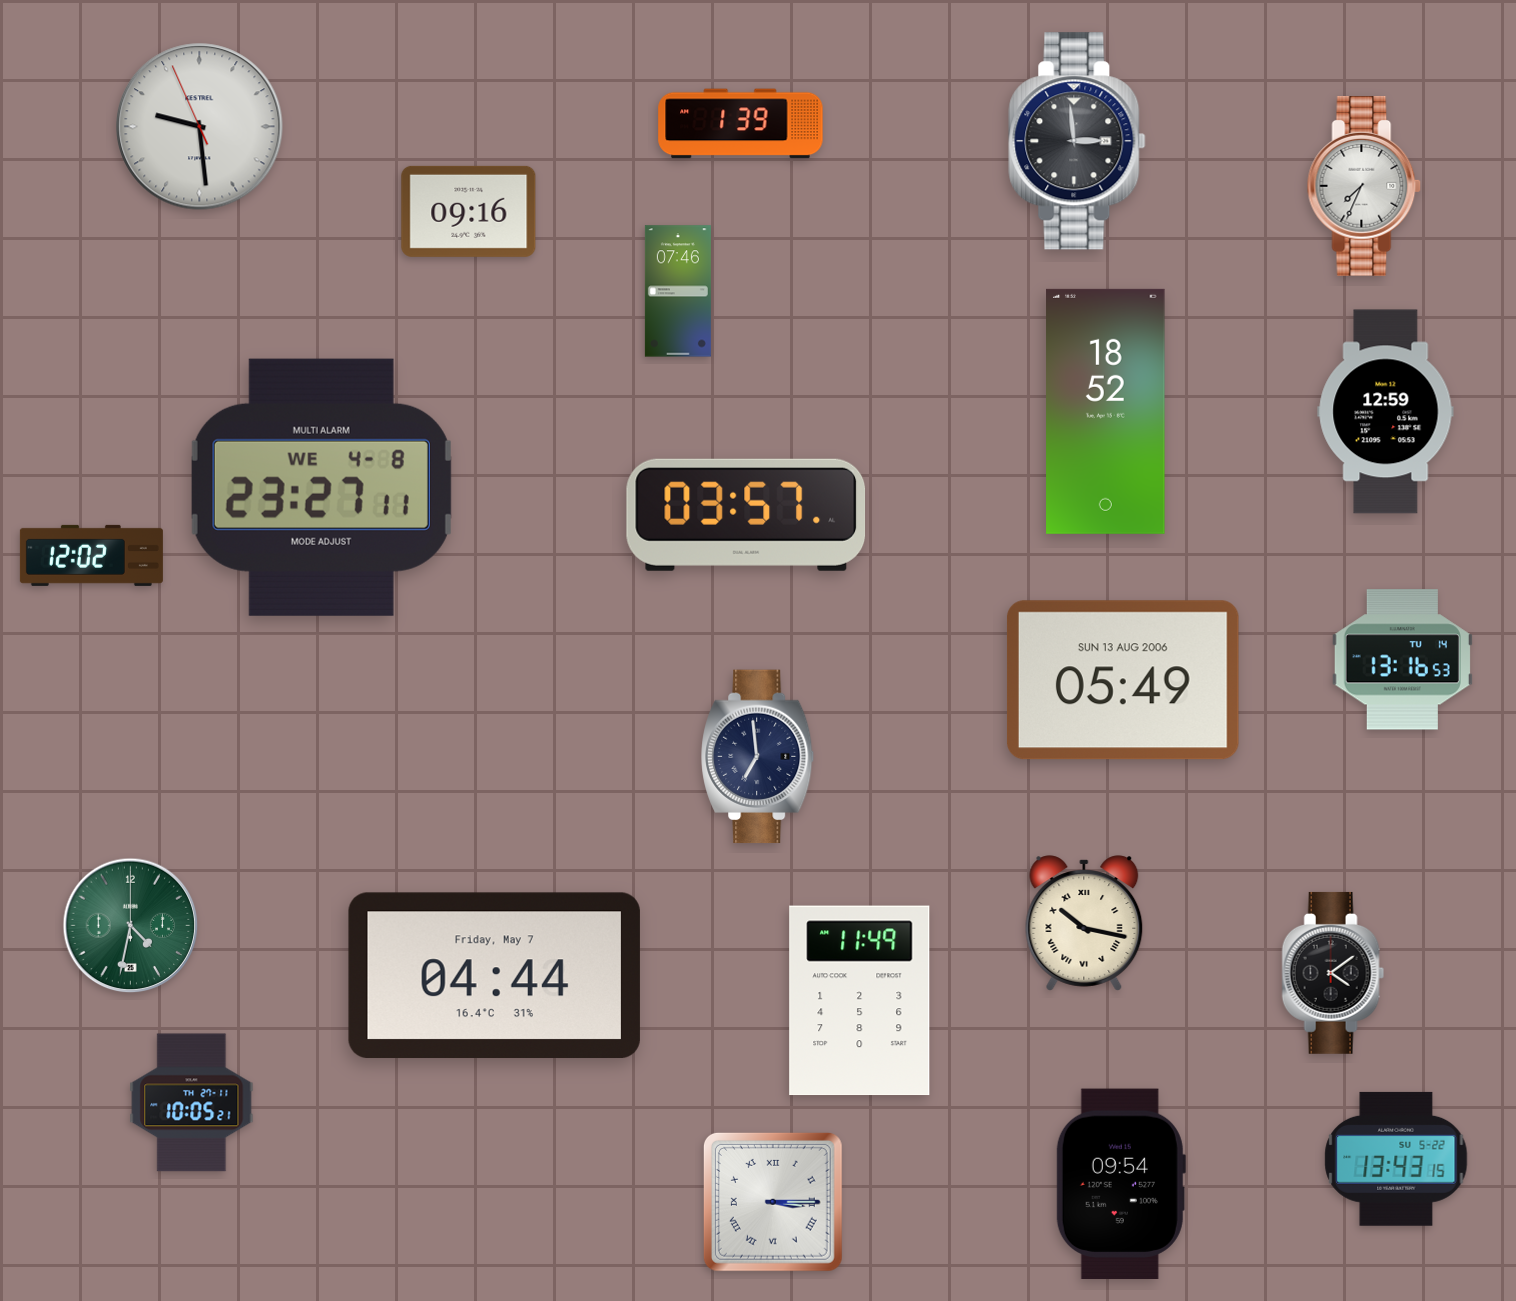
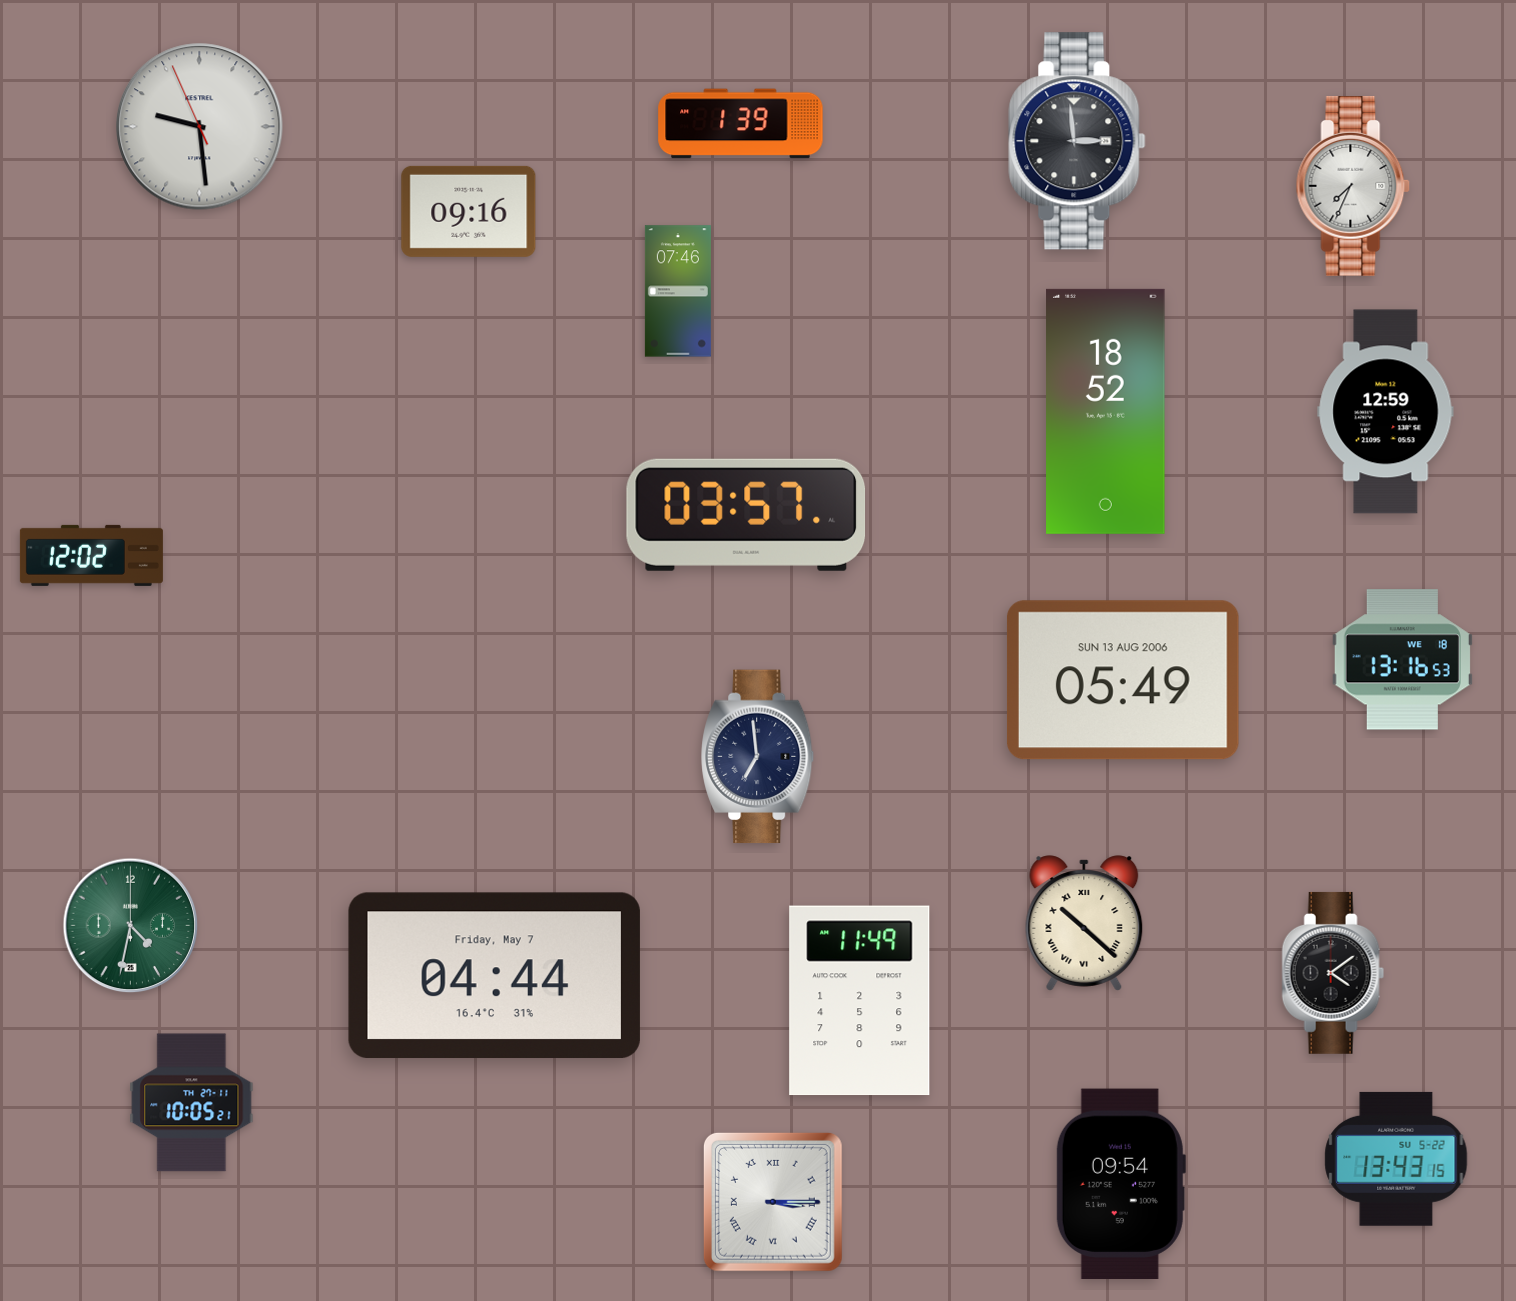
clock at (1364, 187) position: (1364, 187) -> (1353, 187)
clock at (321, 487): 23:27 -> none
clock at (1402, 660) date: TU 14 -> WE 18
clock at (1084, 923): 10:17 -> 10:22
